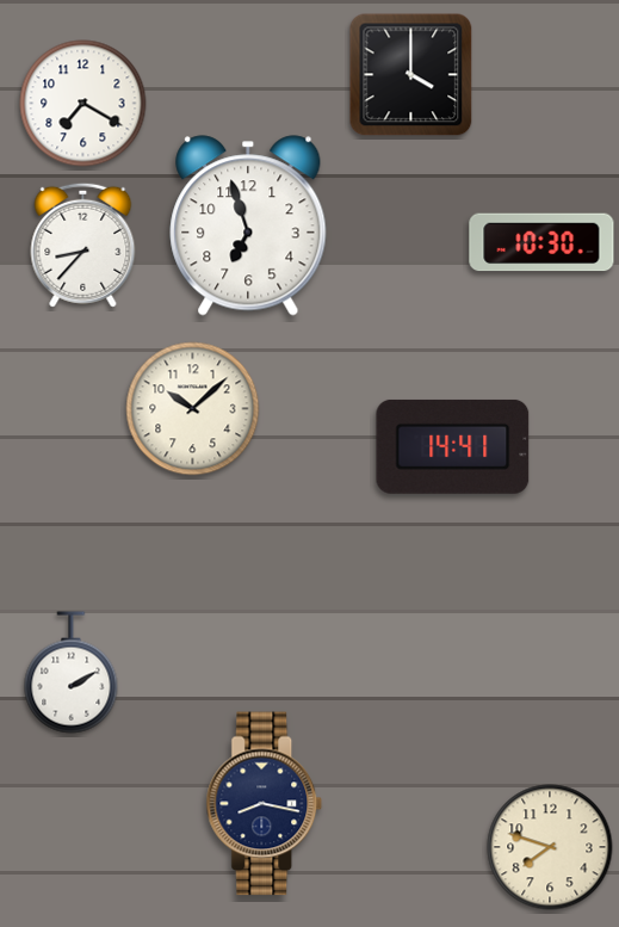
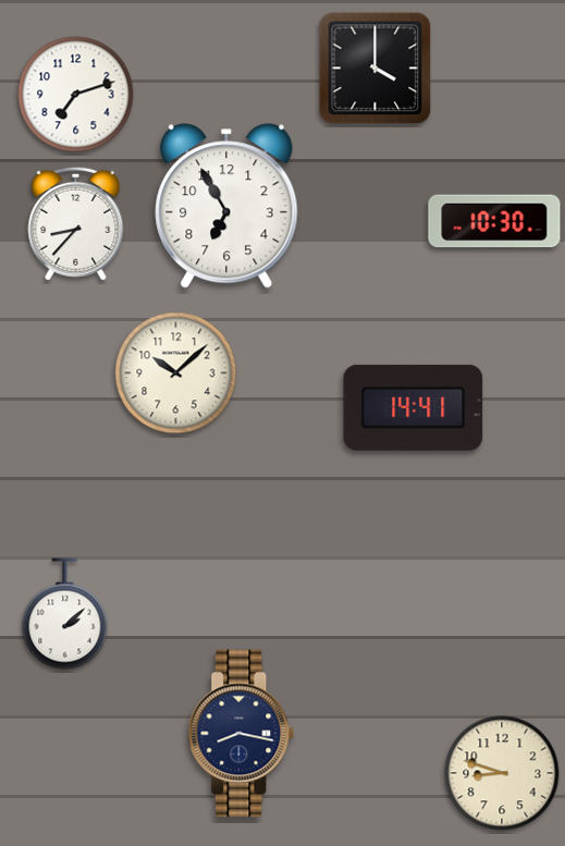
clock at (83, 104): 7:20 -> 7:12
clock at (248, 225): 6:57 -> 6:55
clock at (72, 673): 2:10 -> 2:08
clock at (550, 847): 7:48 -> 8:48
